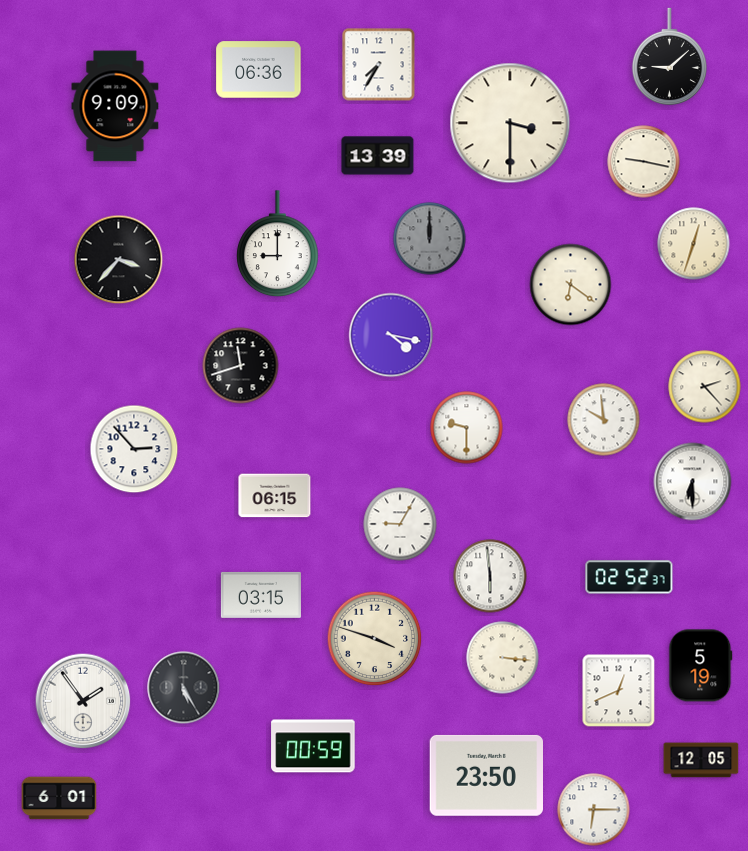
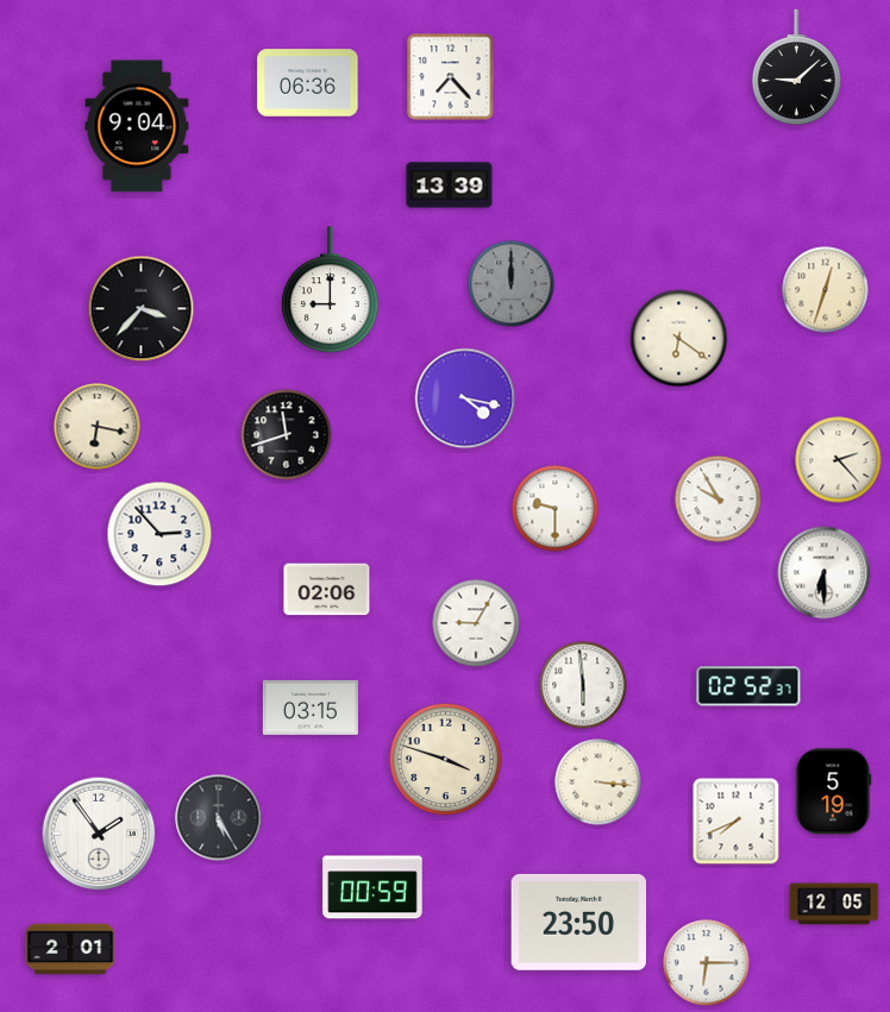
clock at (379, 65): 7:35 -> 7:23
clock at (115, 106): 9:09 -> 9:04
clock at (510, 123): 3:30 -> none
clock at (644, 162): 9:17 -> none
clock at (98, 427): none -> 6:17
clock at (604, 420): 9:59 -> 9:55
clock at (275, 496): 06:15 -> 02:06
clock at (619, 691): 12:41 -> 7:41
clock at (59, 798): 6:01 -> 2:01
